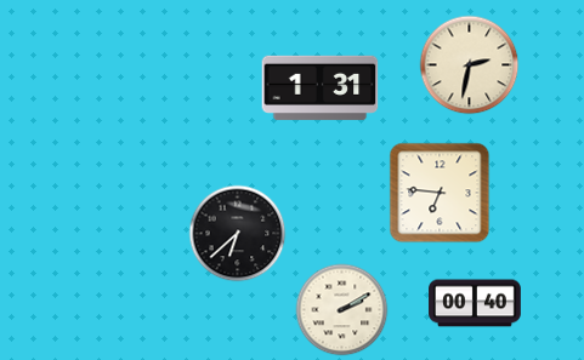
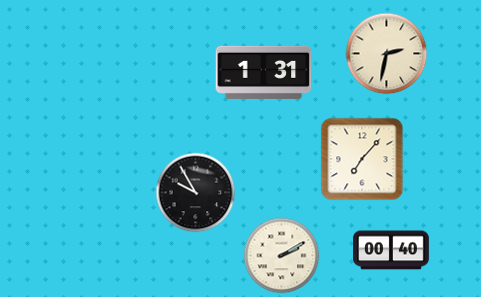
clock at (440, 193): 6:46 -> 7:07
clock at (238, 234): 6:38 -> 9:55
